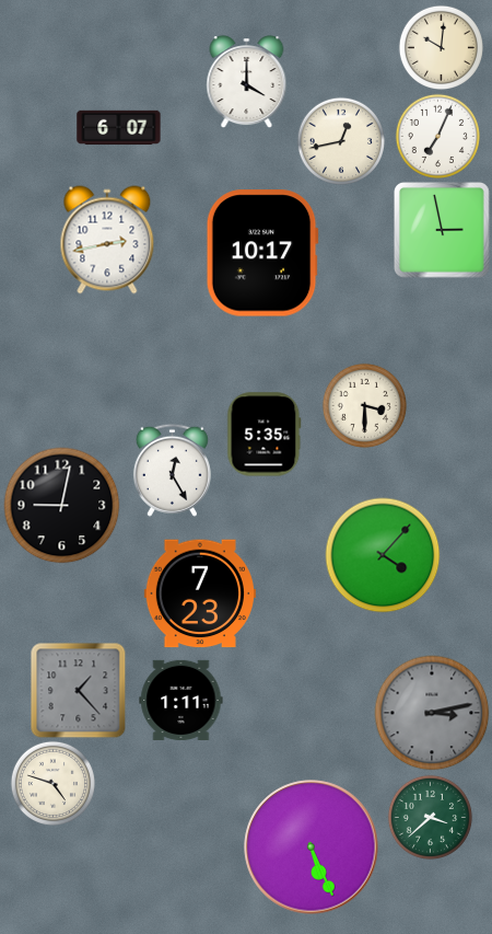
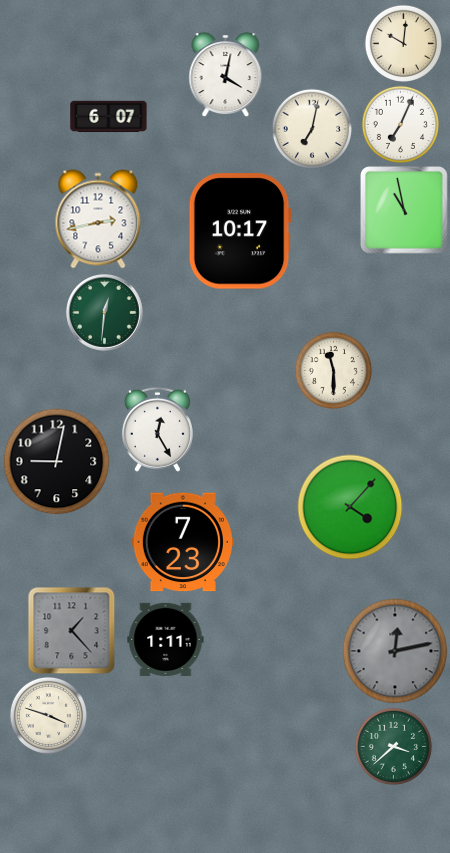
clock at (247, 82): 4:00 -> 4:02
clock at (340, 140): 12:43 -> 7:02
clock at (442, 230): 2:58 -> 10:58
clock at (105, 313): none -> 12:31
clock at (364, 405): 3:30 -> 11:30
clock at (265, 435): 5:35 -> none
clock at (432, 713): 3:13 -> 12:13
clock at (52, 783): 4:48 -> 3:48
clock at (312, 847): 5:26 -> none
